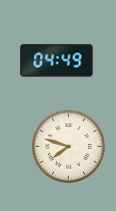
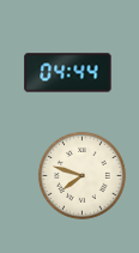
clock at (57, 61): 04:49 -> 04:44
